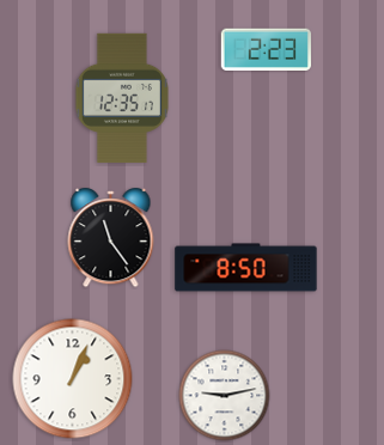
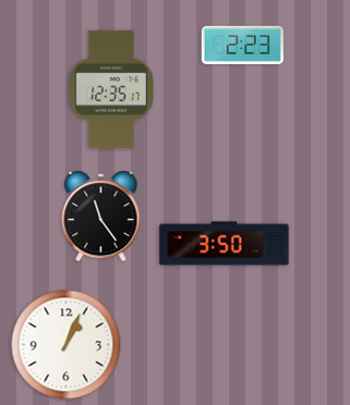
clock at (246, 268): 8:50 -> 3:50
clock at (225, 396): 9:13 -> none
